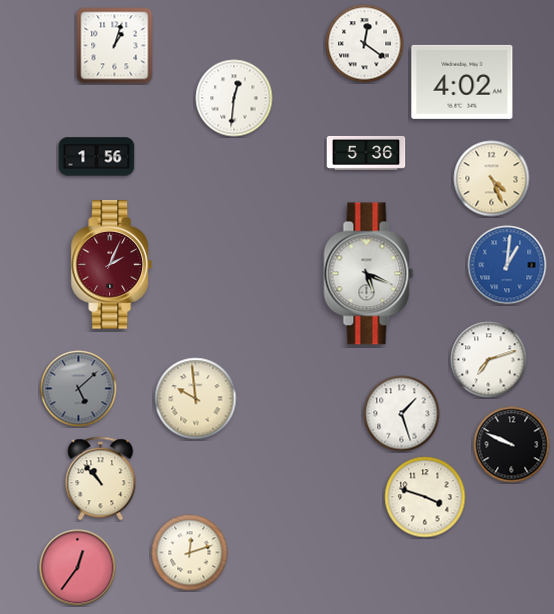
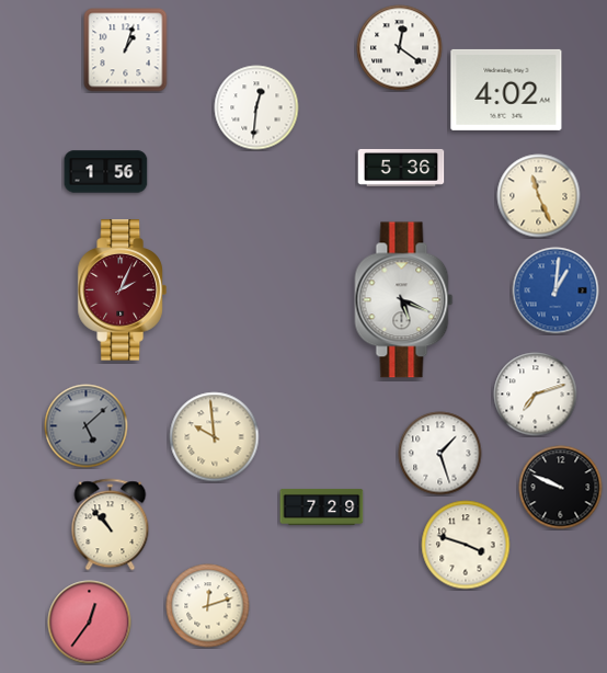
clock at (492, 179): 4:26 -> 11:26
clock at (322, 506): none -> 7:29
clock at (78, 568) position: (78, 568) -> (90, 623)
